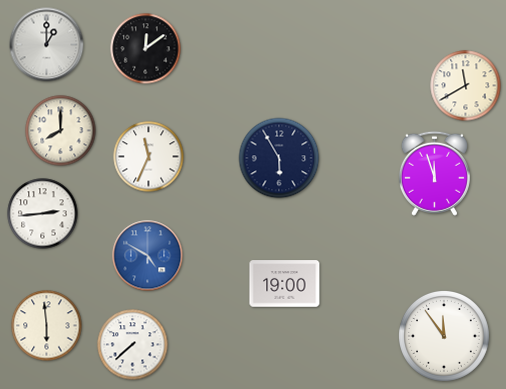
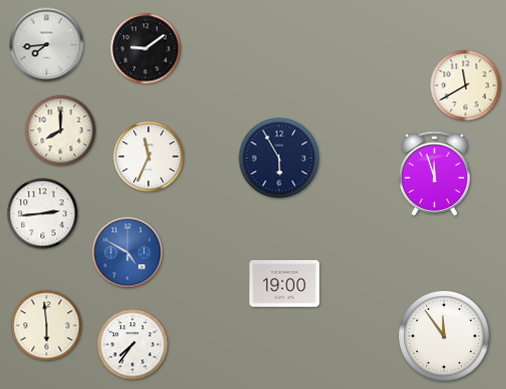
clock at (47, 45): 1:00 -> 7:44
clock at (146, 49): 12:09 -> 9:09
clock at (148, 256) position: (148, 256) -> (128, 253)
clock at (133, 345): 7:38 -> 7:36
